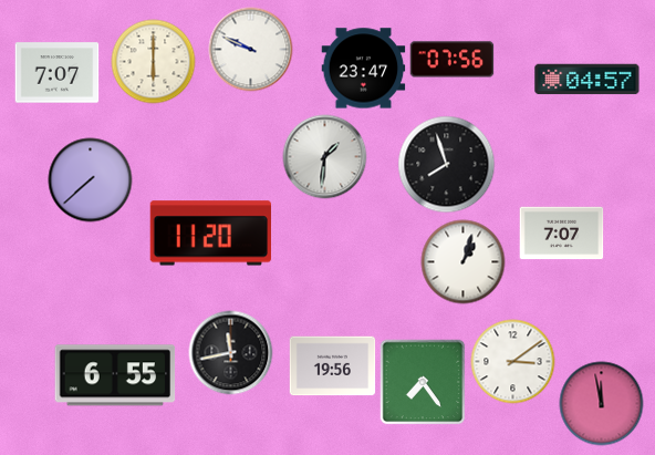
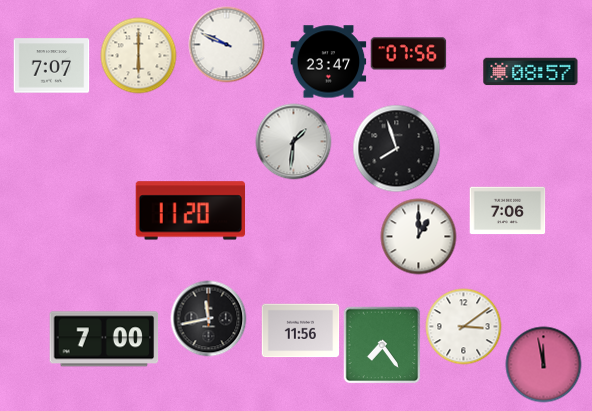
clock at (588, 80): 04:57 -> 08:57
clock at (447, 165) position: (447, 165) -> (397, 149)
clock at (91, 180): 7:38 -> none
clock at (562, 234): 7:07 -> 7:06
clock at (464, 262): 1:03 -> 1:00
clock at (333, 366): 19:56 -> 11:56
clock at (115, 375): 6:55 -> 7:00
